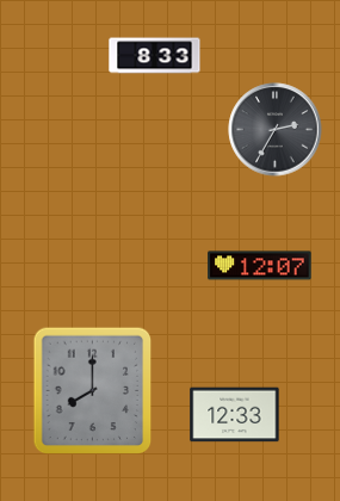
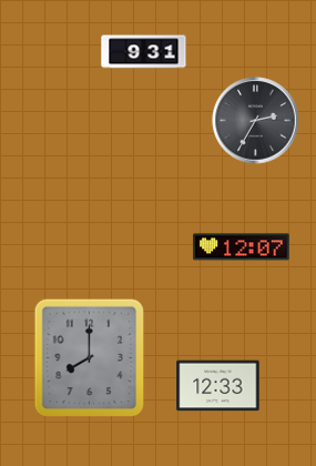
clock at (155, 56): 8:33 -> 9:31
clock at (93, 391) position: (93, 391) -> (90, 358)
